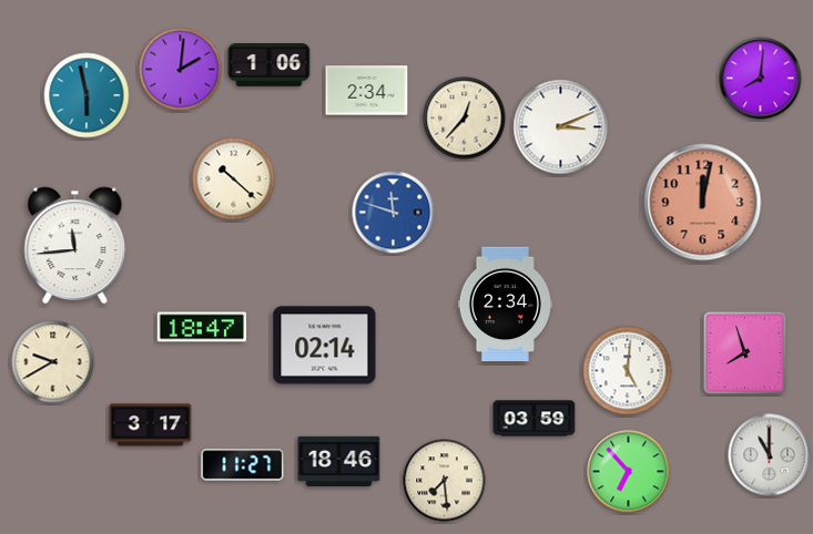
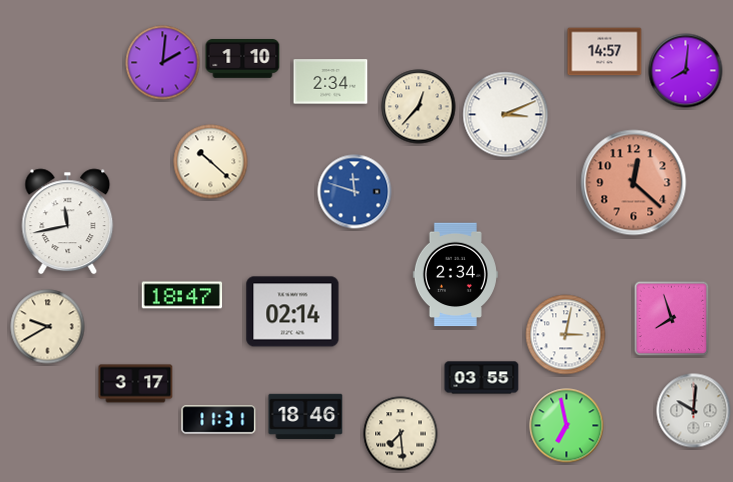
clock at (605, 52): none -> 14:57
clock at (270, 65): 1:06 -> 1:10
clock at (87, 95): 5:58 -> none
clock at (703, 203): 12:02 -> 12:22
clock at (75, 246): 11:44 -> 11:43
clock at (628, 371): 5:01 -> 3:02
clock at (535, 419): 03:59 -> 03:55
clock at (770, 455): 11:00 -> 10:01
clock at (243, 465): 11:27 -> 11:31
clock at (629, 472): 6:53 -> 6:58
